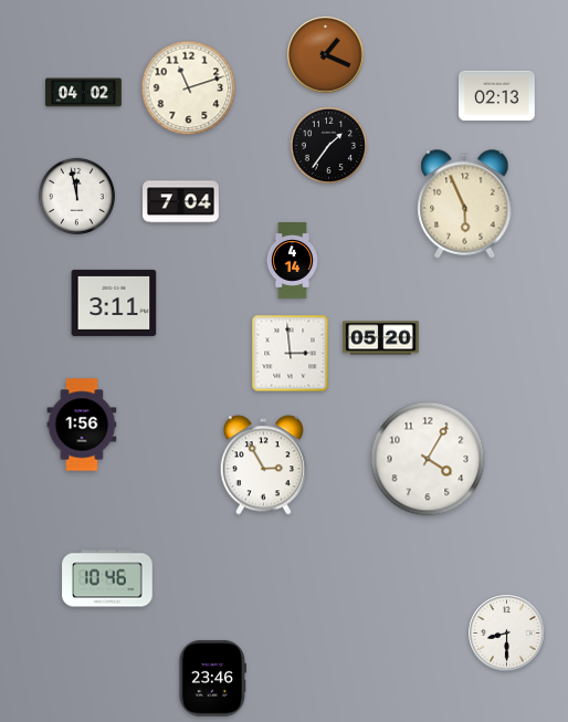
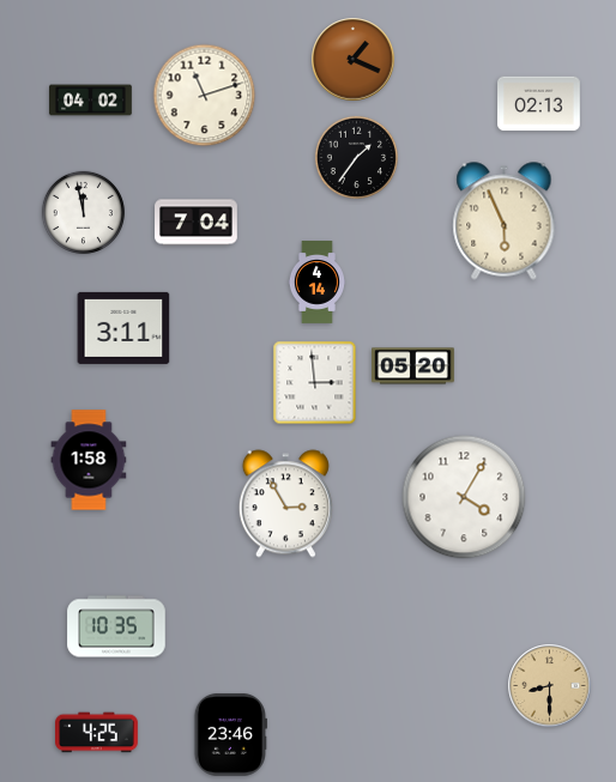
clock at (181, 202) position: (181, 202) -> (197, 223)
clock at (82, 425): 1:56 -> 1:58
clock at (107, 578): 10:46 -> 10:35
clock at (507, 634) dial: white -> champagne
clock at (97, 733): none -> 4:25
